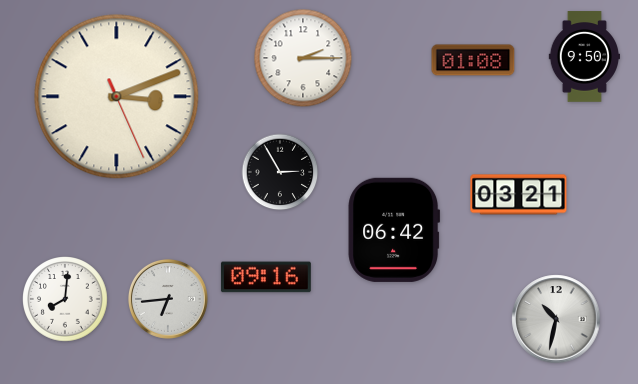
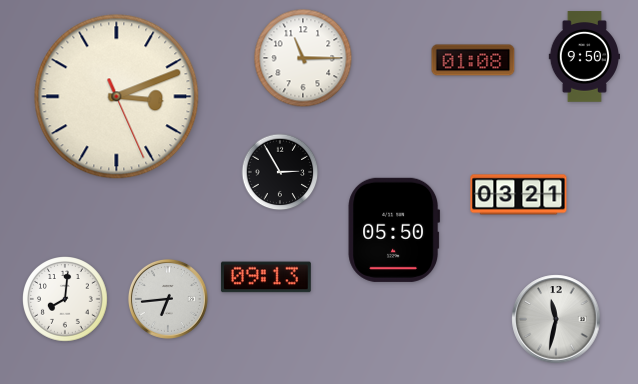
clock at (303, 58): 2:15 -> 11:15
clock at (394, 230): 06:42 -> 05:50
clock at (266, 277): 09:16 -> 09:13
clock at (556, 319): 10:32 -> 11:32
